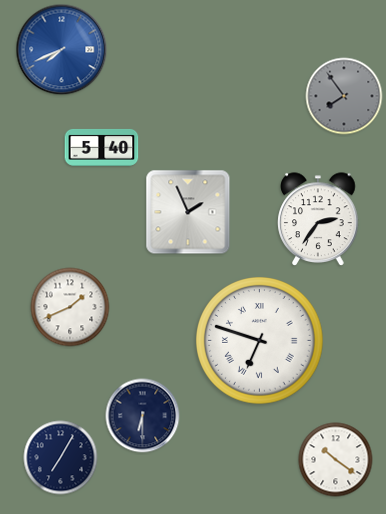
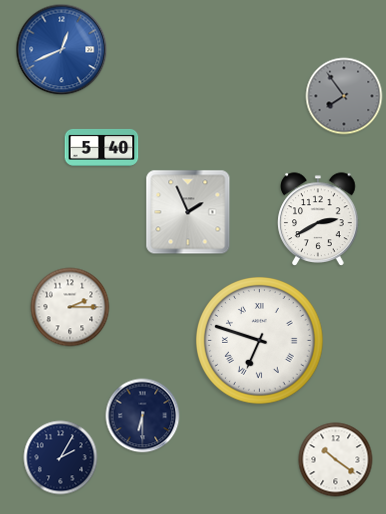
clock at (62, 50): 7:41 -> 12:41
clock at (318, 219): 2:36 -> 2:40
clock at (70, 307): 1:41 -> 2:15
clock at (61, 458): 7:05 -> 2:05
